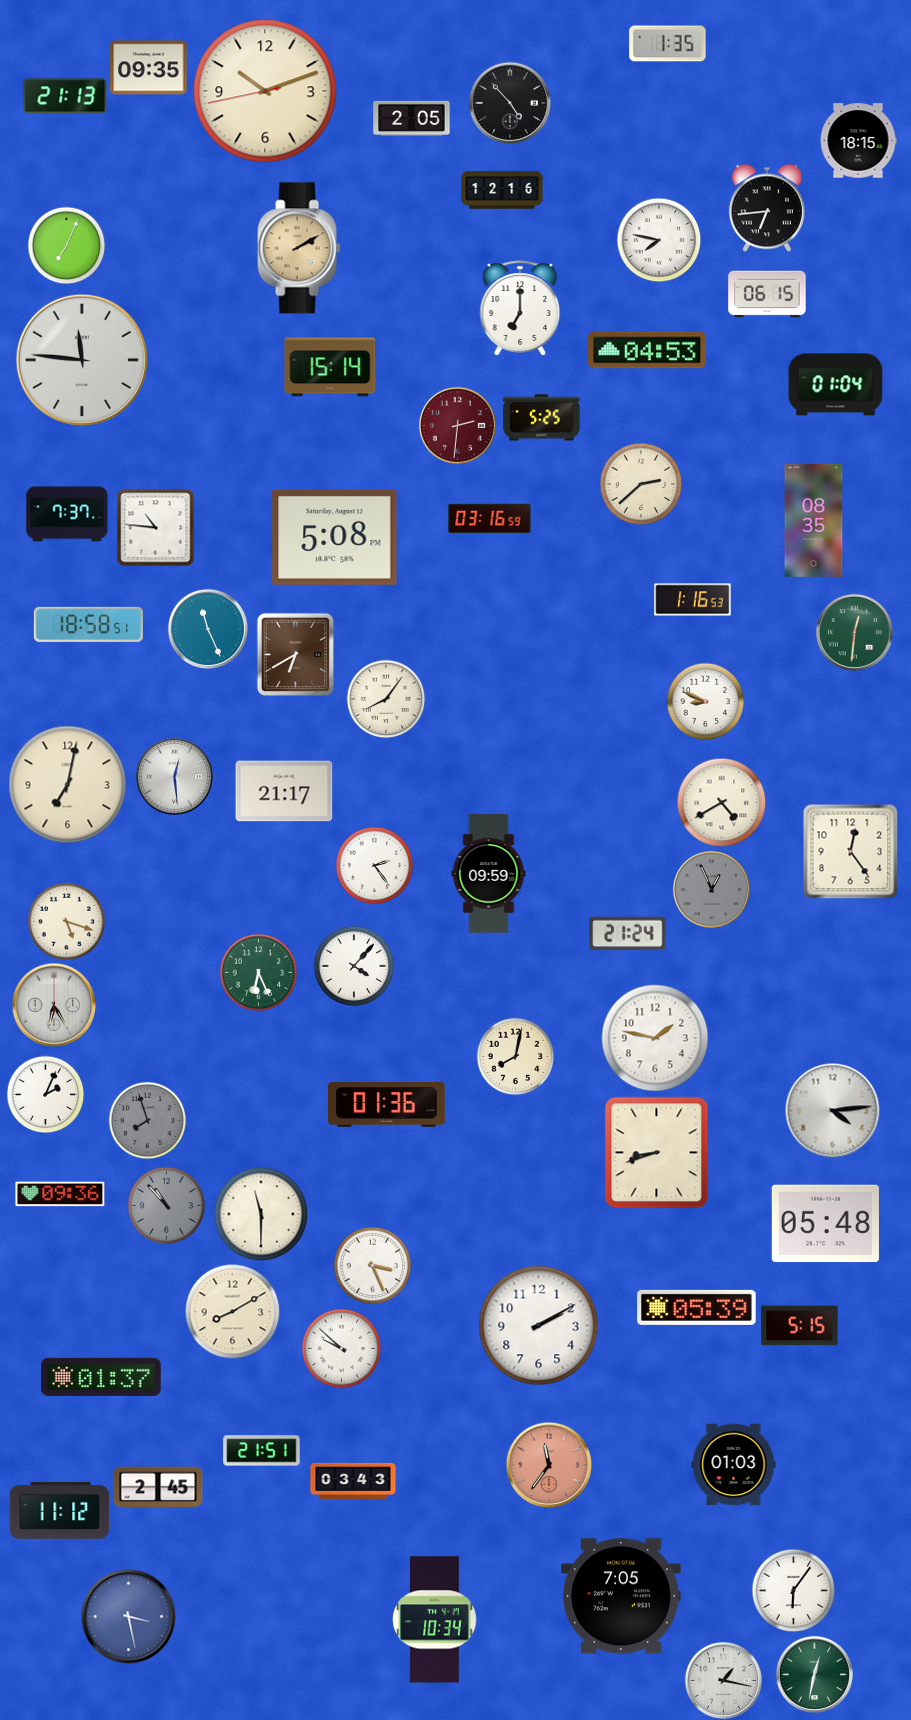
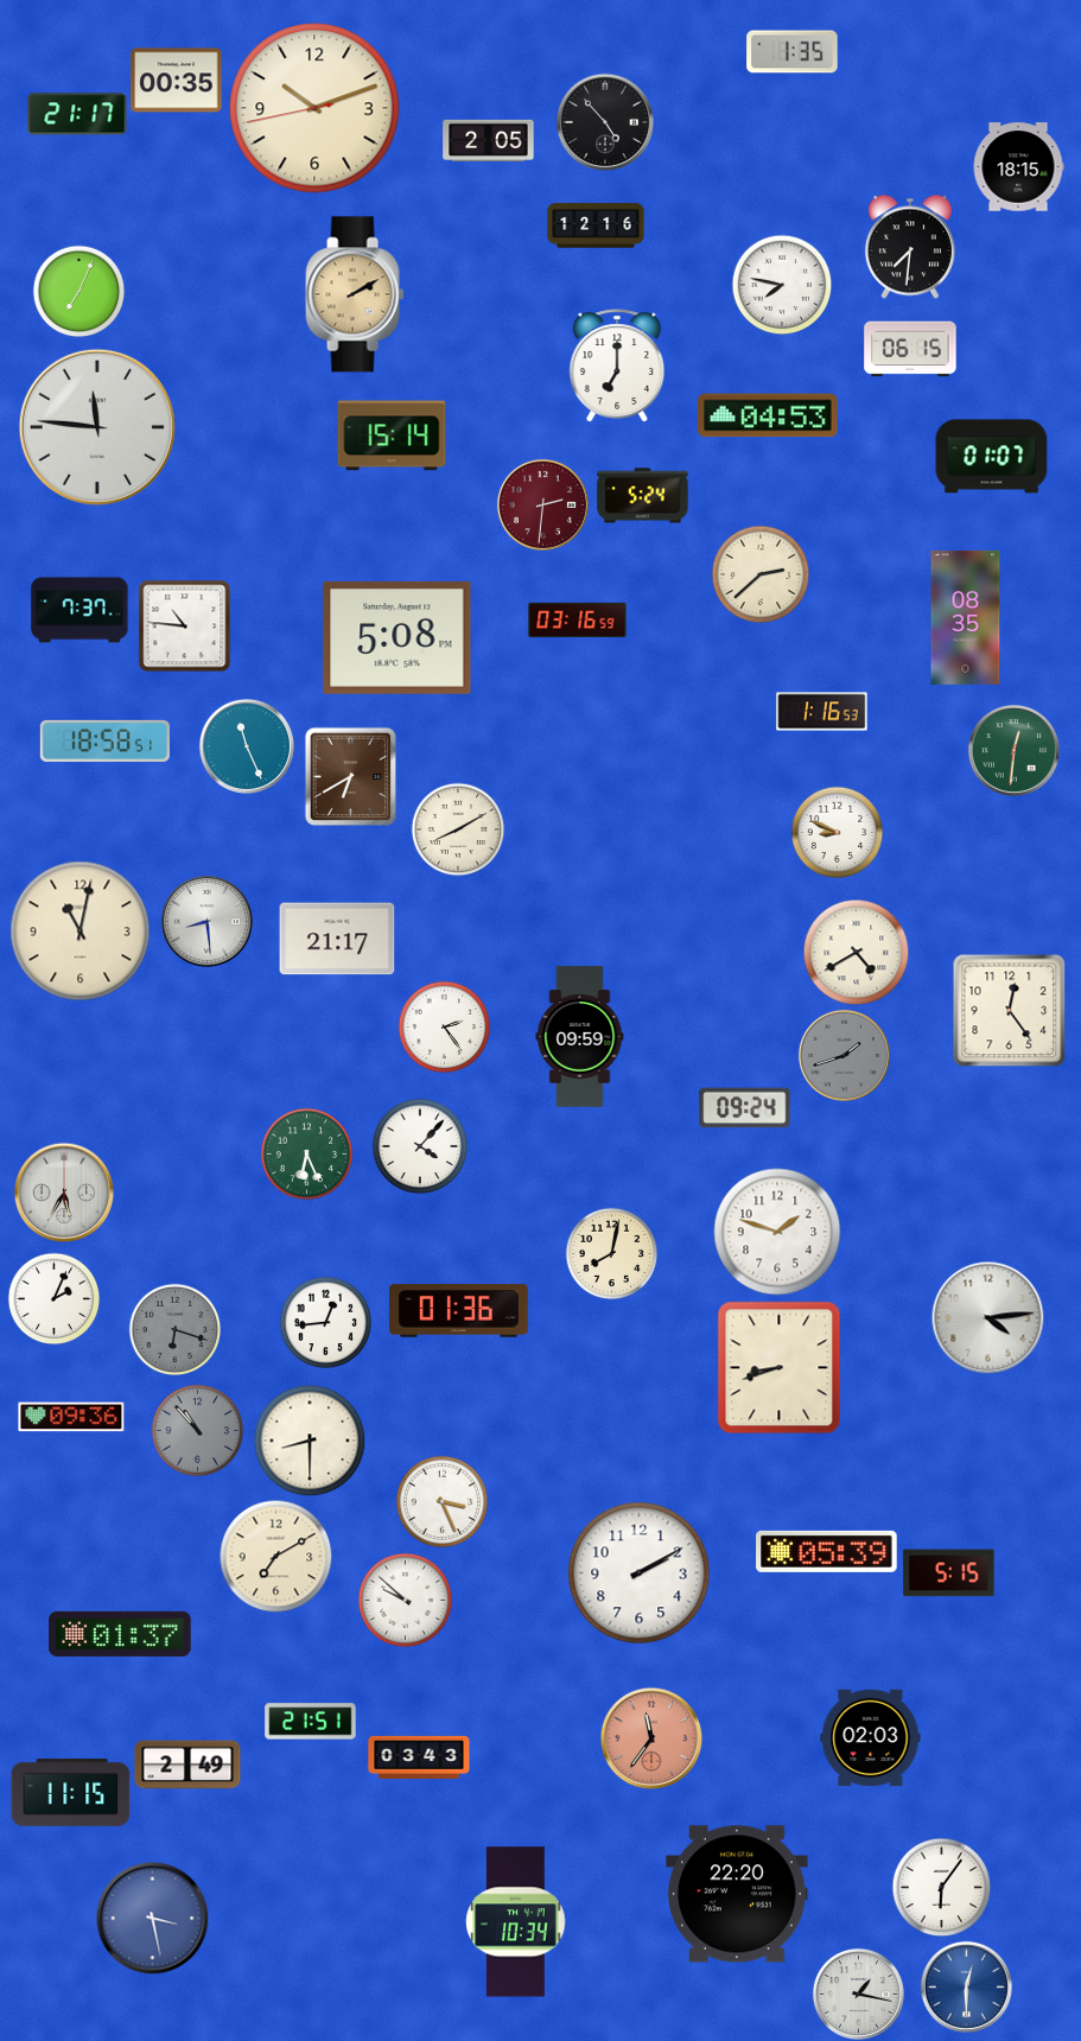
clock at (149, 68): 09:35 -> 00:35
clock at (65, 96): 21:13 -> 21:17
clock at (767, 208): 6:44 -> 7:31
clock at (836, 385): 01:04 -> 01:07
clock at (542, 418): 5:25 -> 5:24
clock at (490, 519) position: (490, 519) -> (578, 621)
clock at (386, 699): 8:06 -> 8:10
clock at (174, 776): 12:29 -> 8:29
clock at (68, 785): 7:02 -> 11:02
clock at (711, 889): 12:56 -> 1:42
clock at (66, 921): 5:18 -> none
clock at (628, 934): 21:24 -> 09:24
clock at (54, 1005): 6:25 -> 5:35
clock at (655, 1038): 1:47 -> 1:48
clock at (325, 1322): none -> 12:44
clock at (147, 1120): 7:57 -> 6:18
clock at (261, 1214): 11:30 -> 8:30
clock at (825, 1224): 05:48 -> none
clock at (232, 1311): 8:10 -> 7:10
clock at (734, 1465): 01:03 -> 02:03
clock at (158, 1487): 2:45 -> 2:49
clock at (60, 1510): 11:12 -> 11:15
clock at (621, 1596): 7:05 -> 22:20
clock at (814, 1674): 12:32 -> 12:30
clock at (814, 1674) dial: green -> blue
